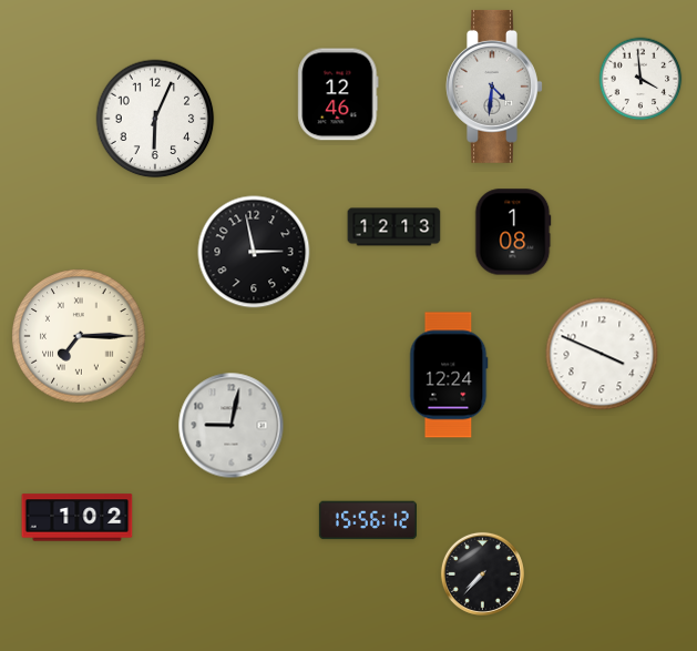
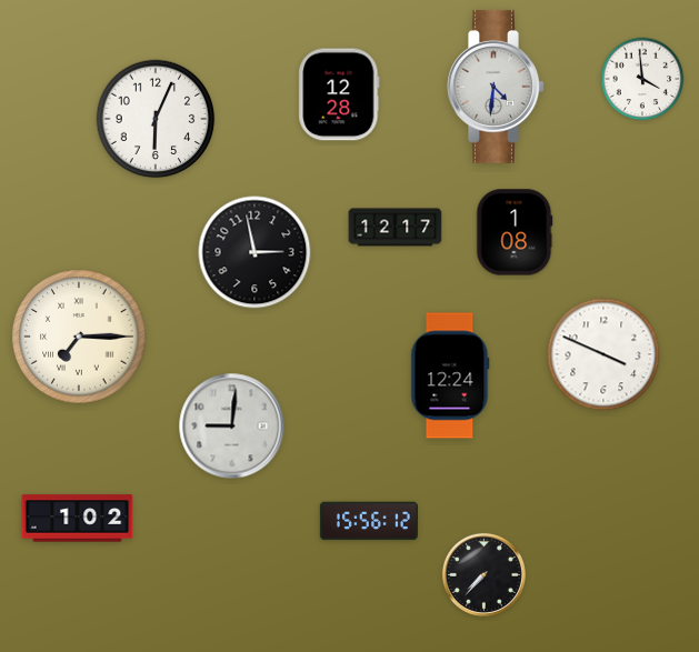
clock at (338, 94): 12:46 -> 12:28
clock at (394, 227): 12:13 -> 12:17
clock at (232, 426): 9:02 -> 9:01
